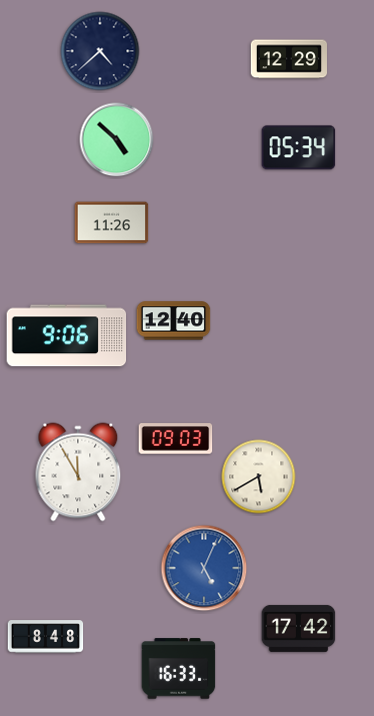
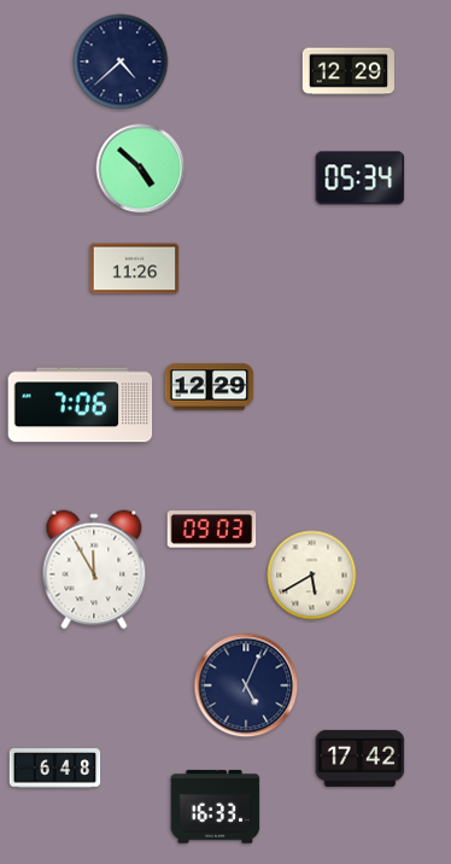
clock at (174, 321): 12:40 -> 12:29
clock at (67, 336): 9:06 -> 7:06
clock at (204, 568) dial: blue -> navy
clock at (46, 637): 8:48 -> 6:48
